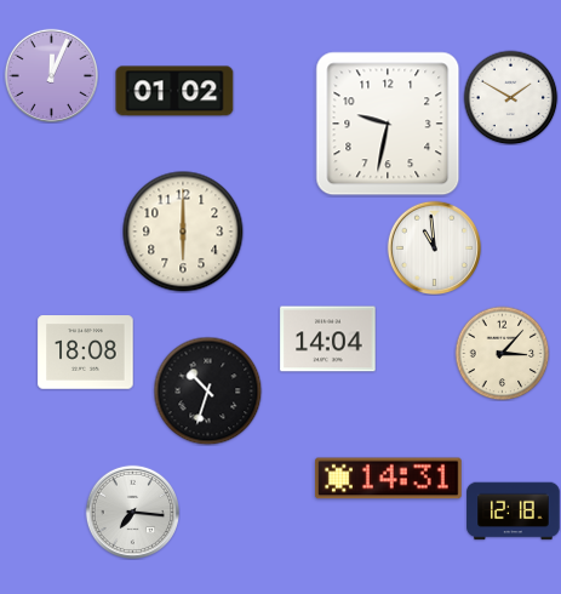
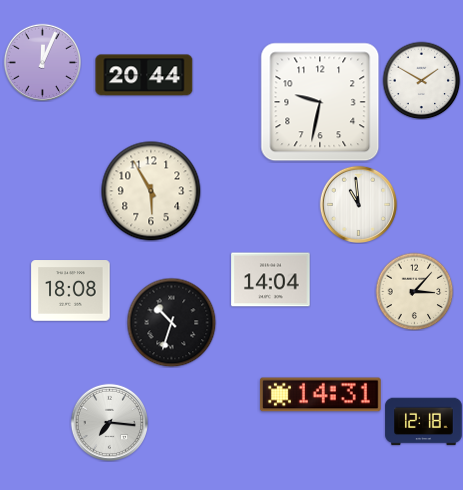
clock at (174, 91): 01:02 -> 20:44
clock at (183, 232): 6:00 -> 5:55
